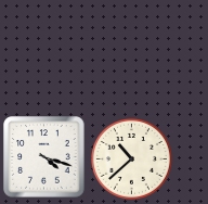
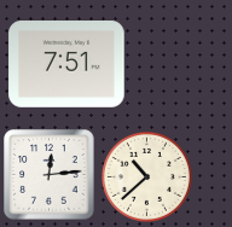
clock at (66, 65): none -> 7:51
clock at (44, 157): 4:18 -> 12:14
